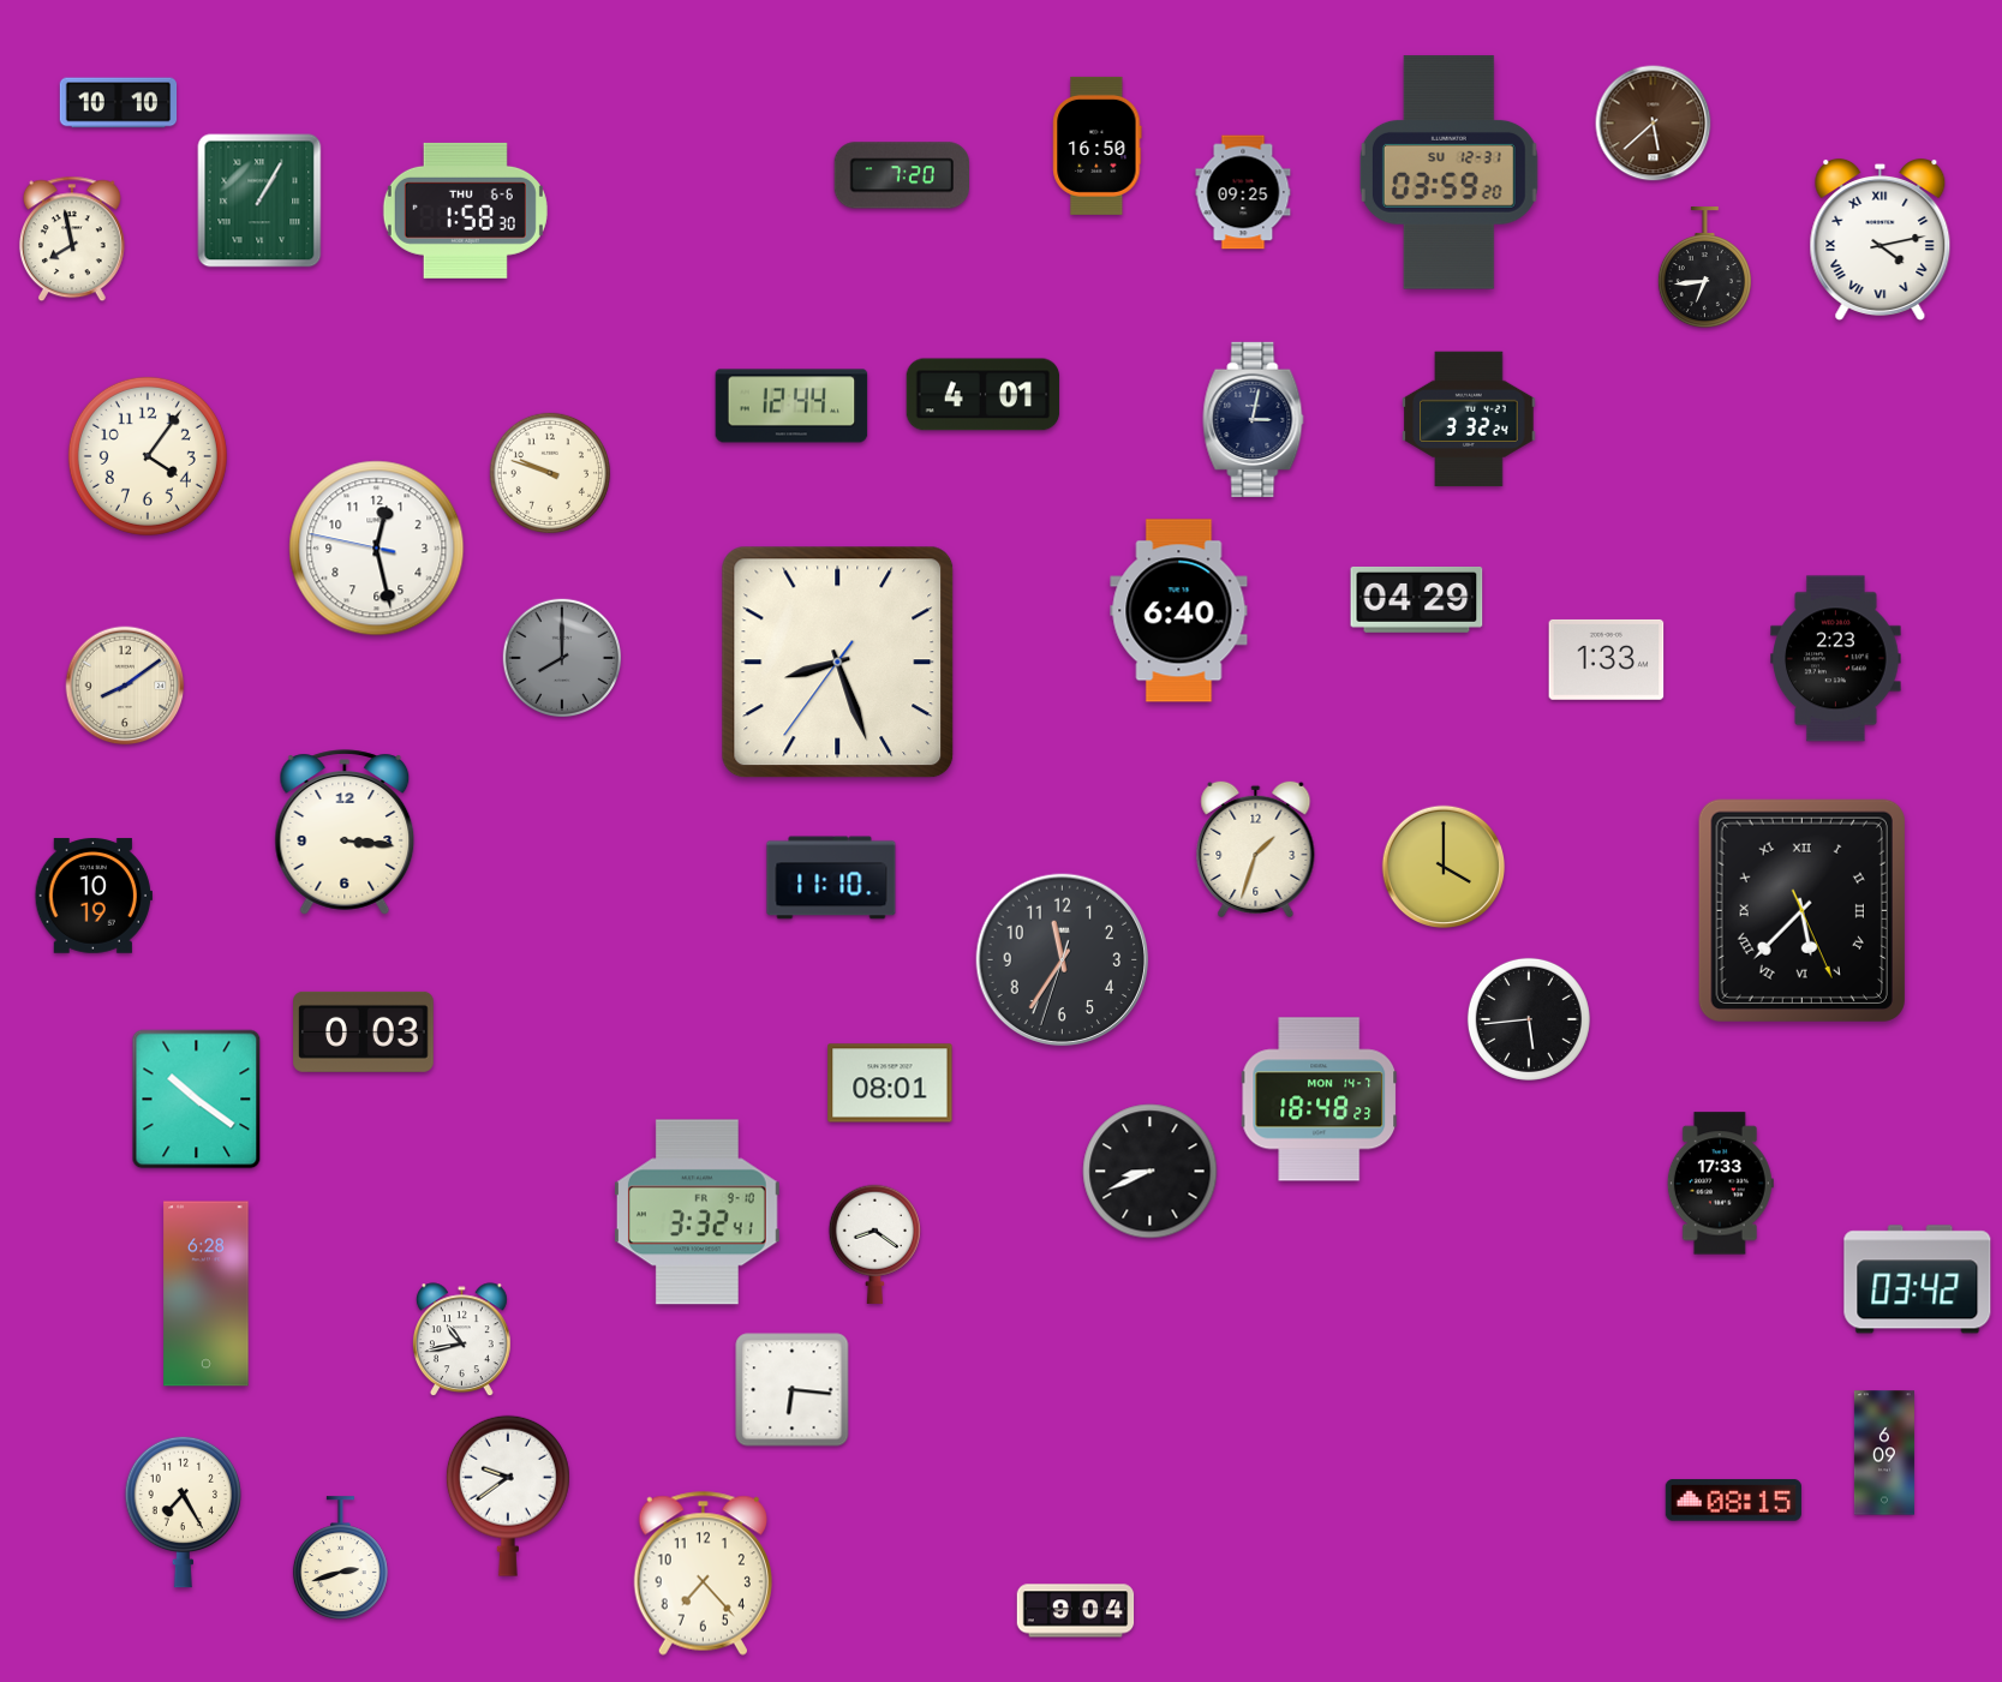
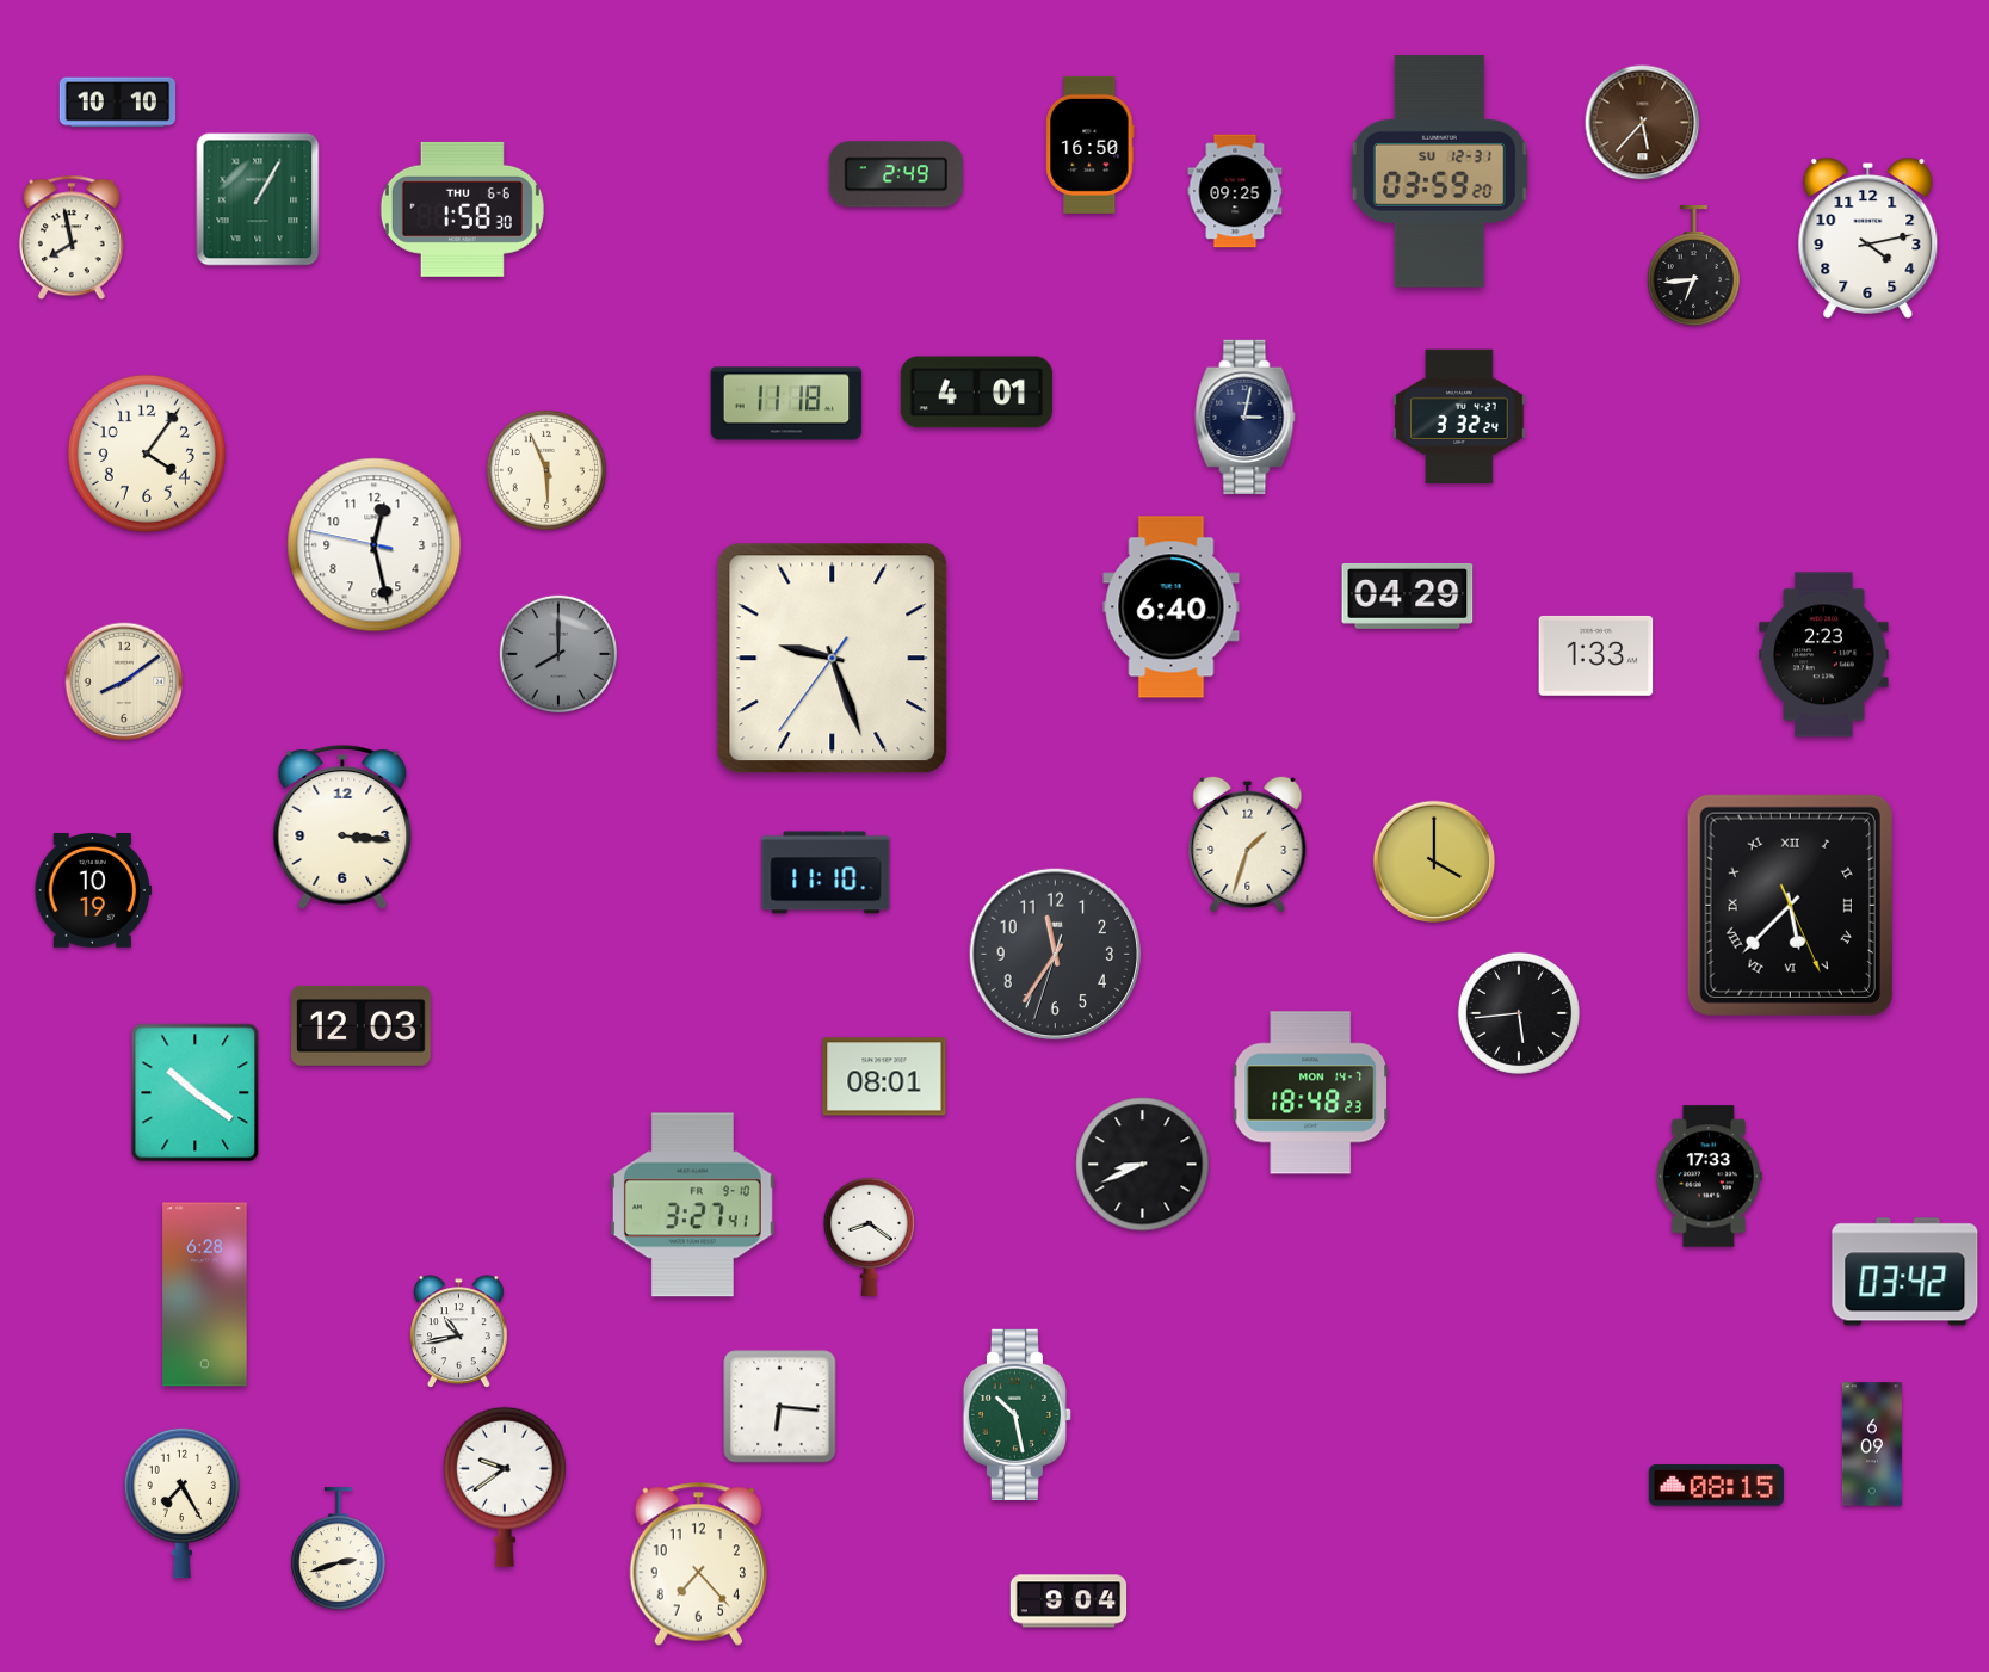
clock at (1654, 124): 5:38 -> 5:37
clock at (901, 175): 7:20 -> 2:49
clock at (1881, 240) numerals: Roman -> Arabic
clock at (791, 406): 12:44 -> 11:18
clock at (550, 473): 9:48 -> 5:56
clock at (838, 663): 8:26 -> 9:26
clock at (364, 1031): 0:03 -> 12:03
clock at (697, 1213): 3:32 -> 3:27
clock at (207, 1294) position: (207, 1294) -> (205, 1295)
clock at (793, 1390) position: (793, 1390) -> (780, 1407)
clock at (1017, 1414): none -> 10:28
clock at (1733, 1501) position: (1733, 1501) -> (1716, 1486)
